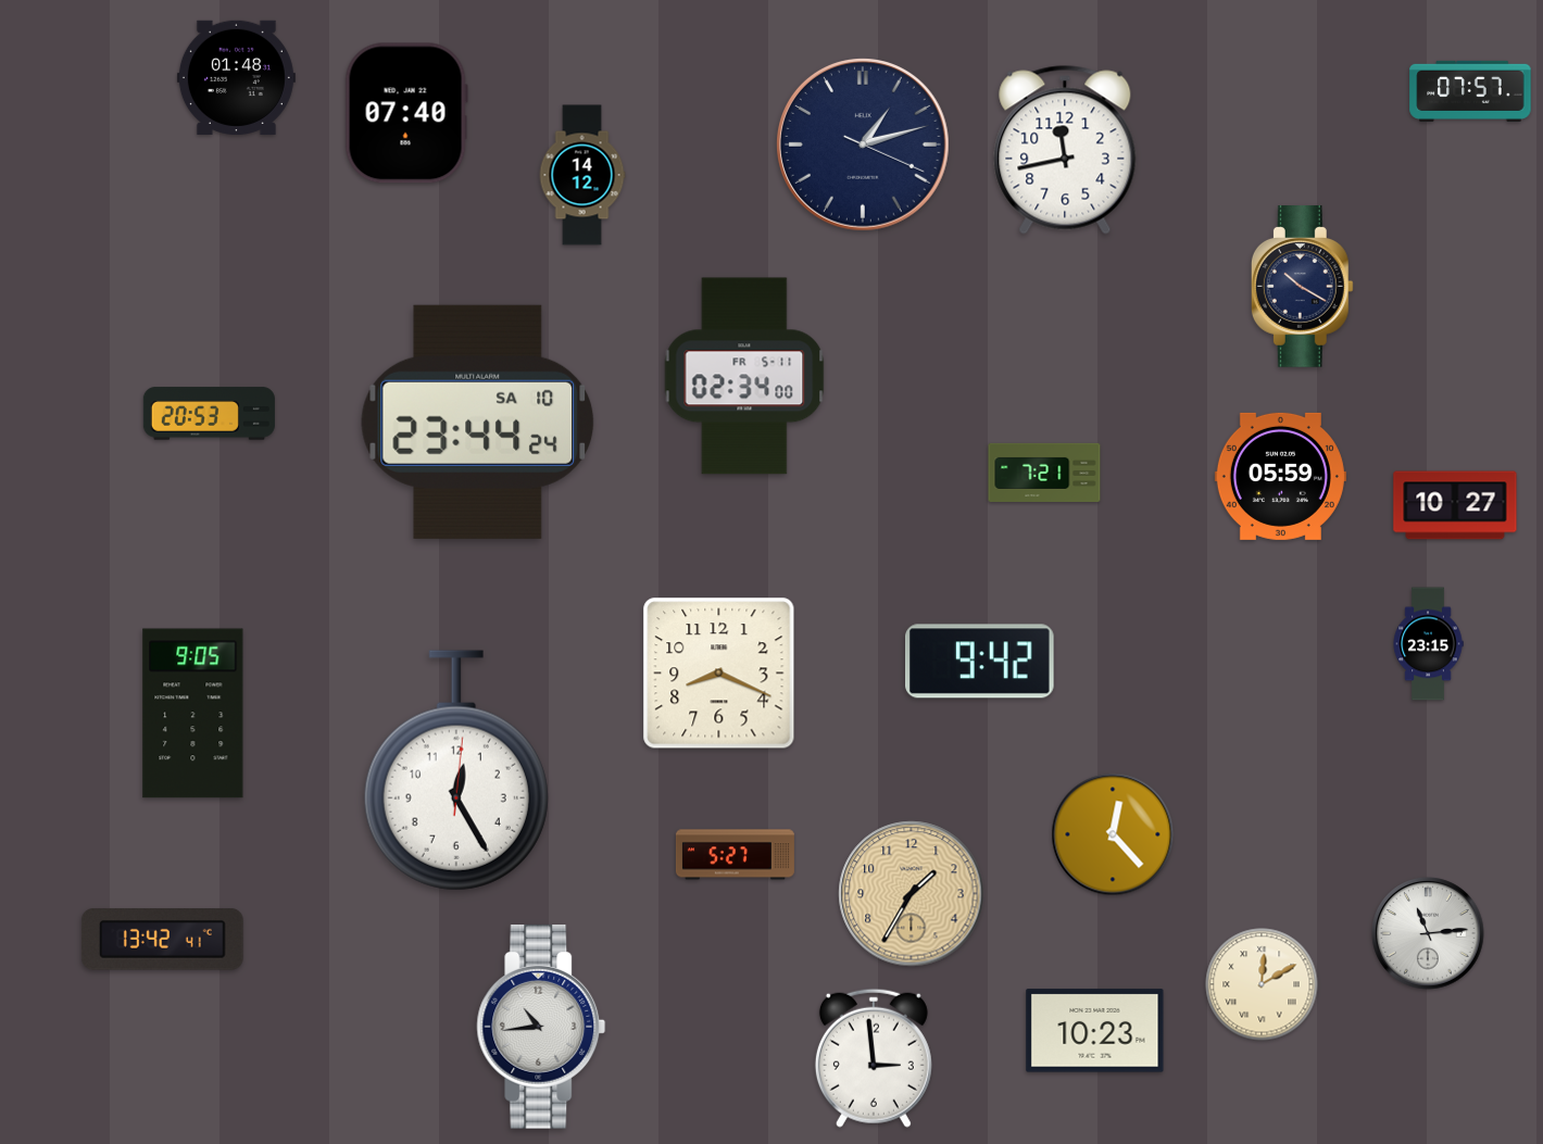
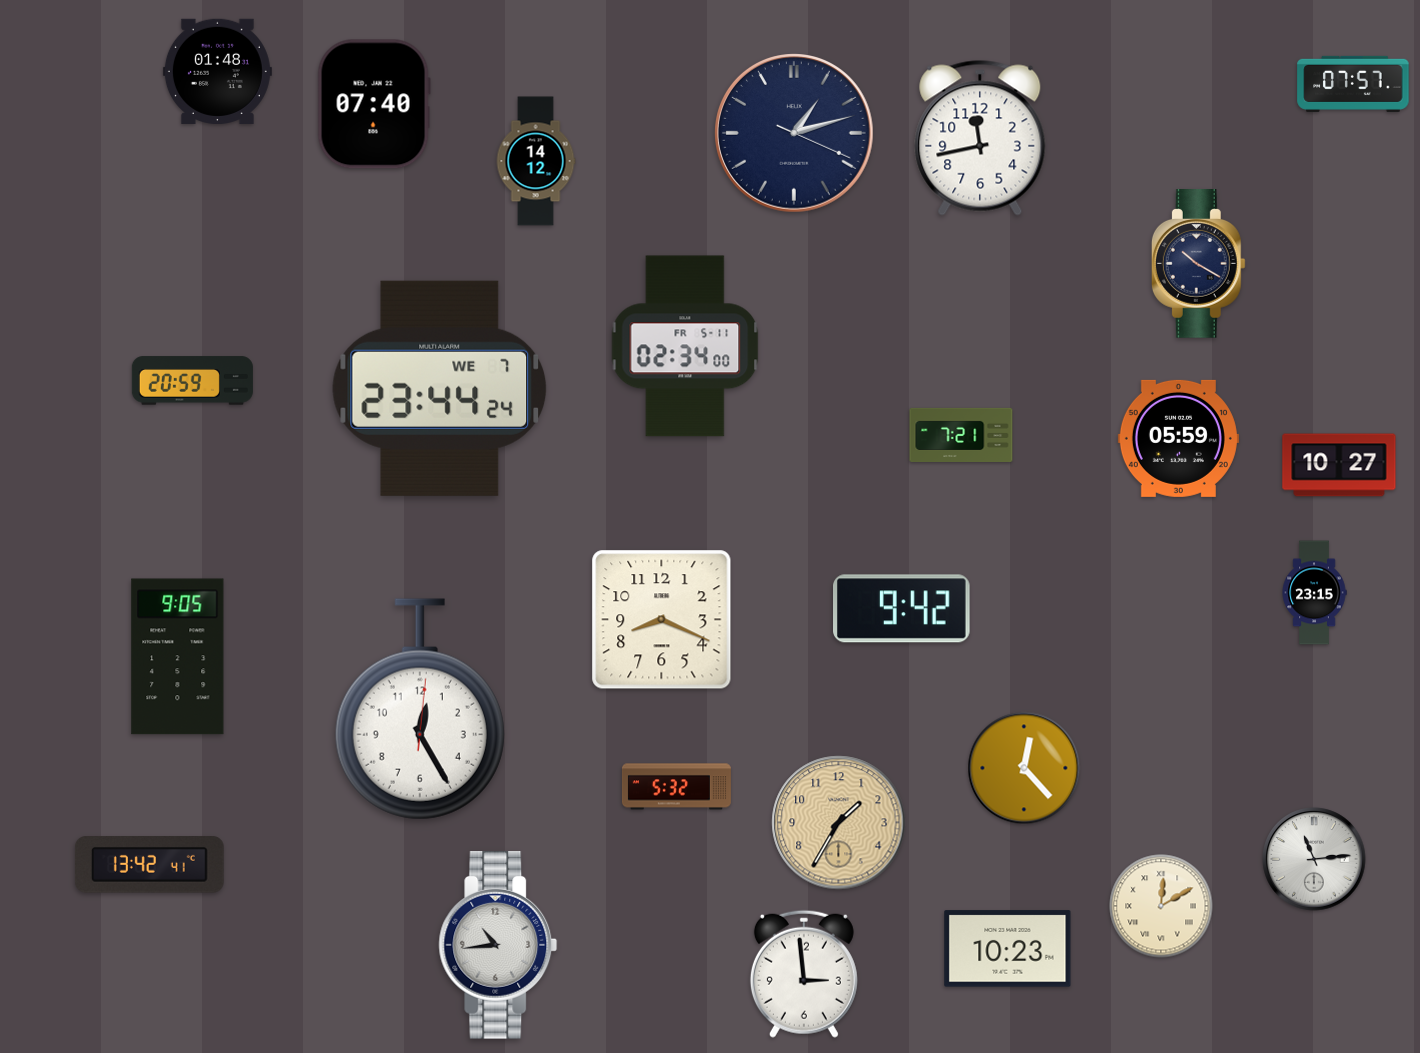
clock at (209, 414): 20:53 -> 20:59
clock at (478, 422) date: SA 10 -> WE 7
clock at (735, 855): 5:27 -> 5:32
